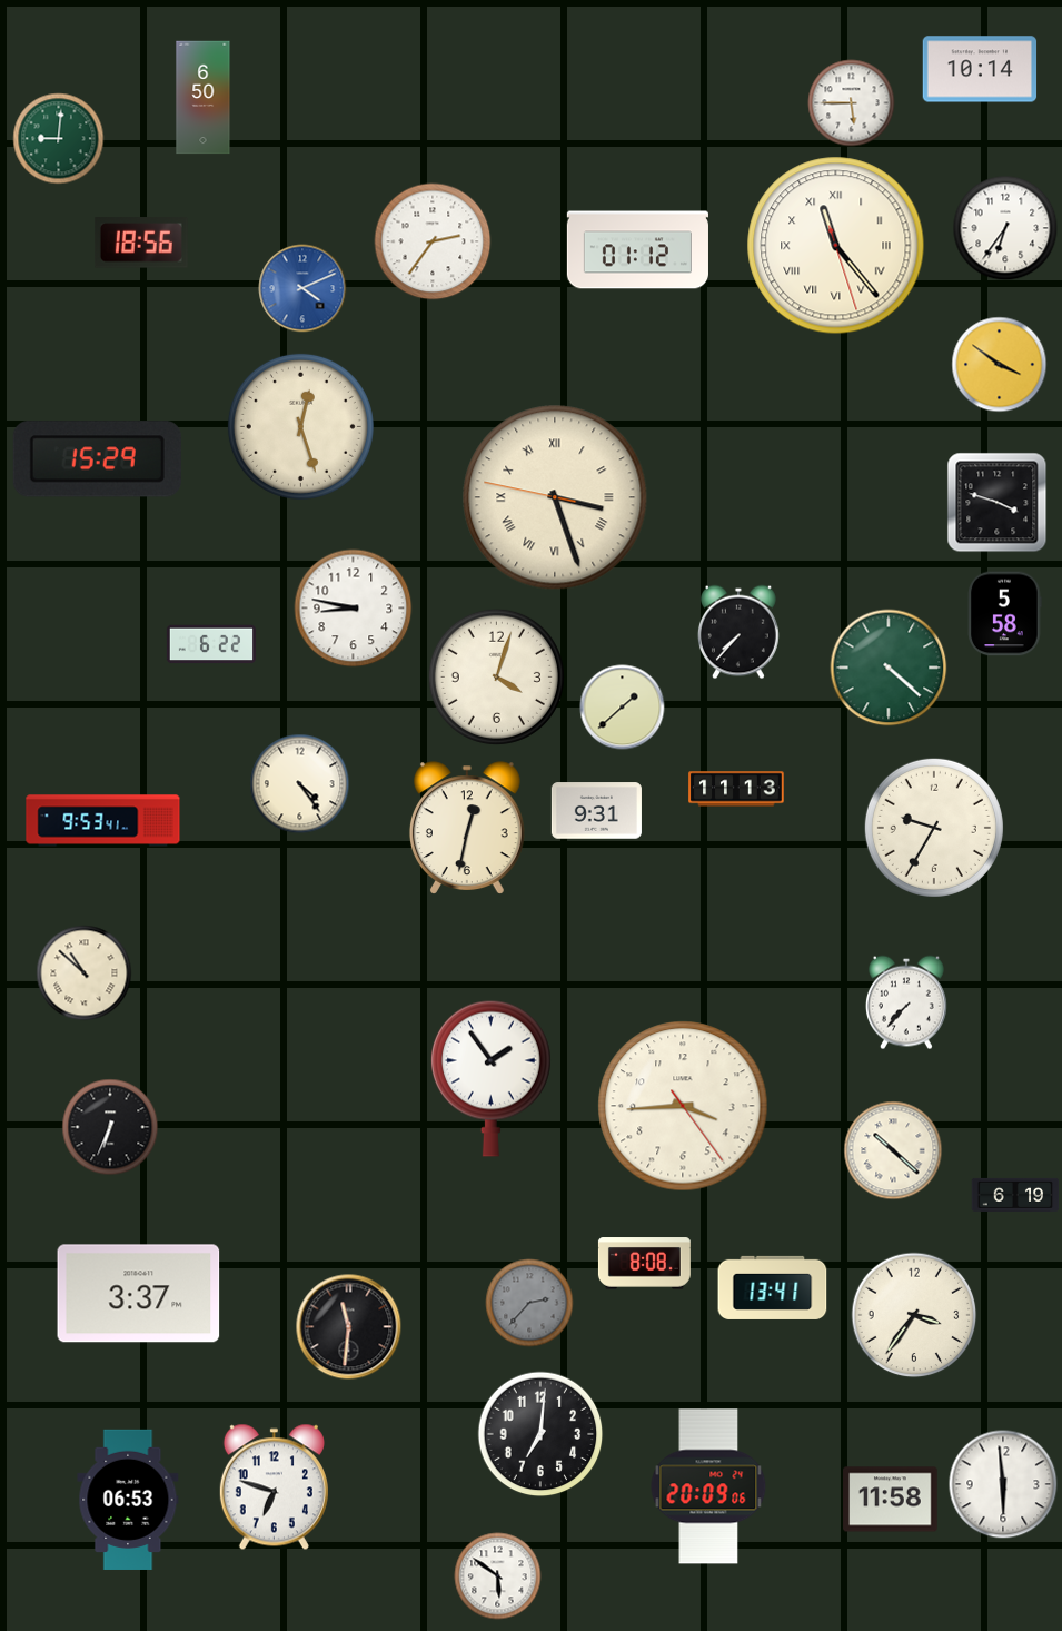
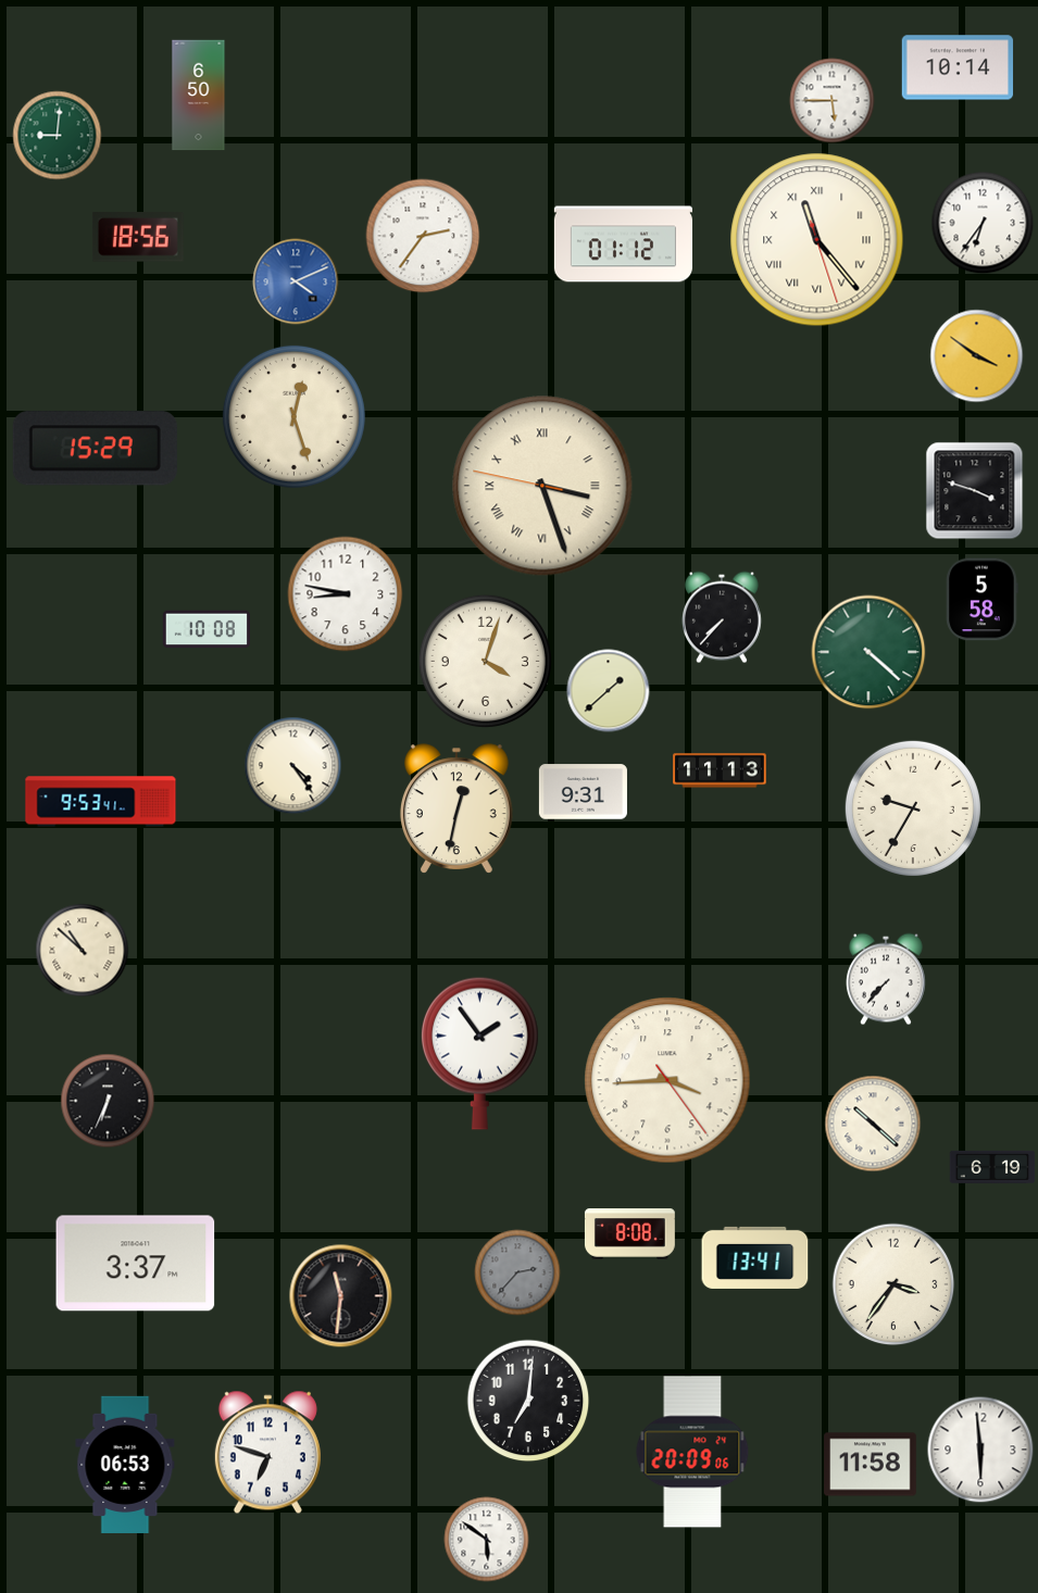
clock at (210, 644): 6:22 -> 10:08
